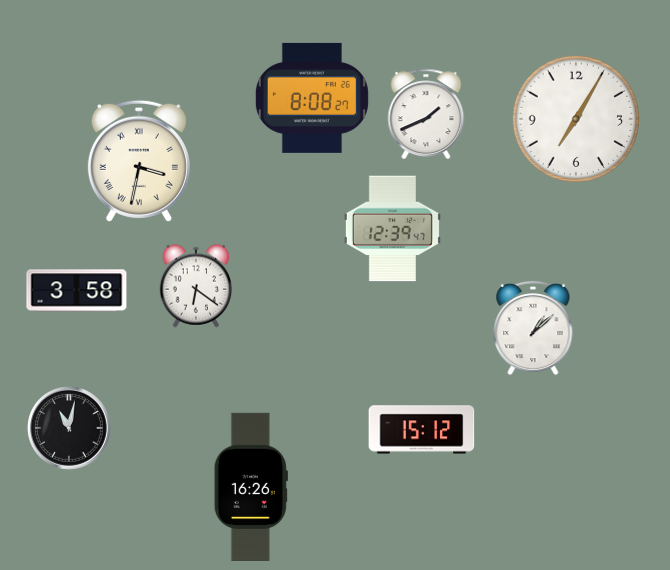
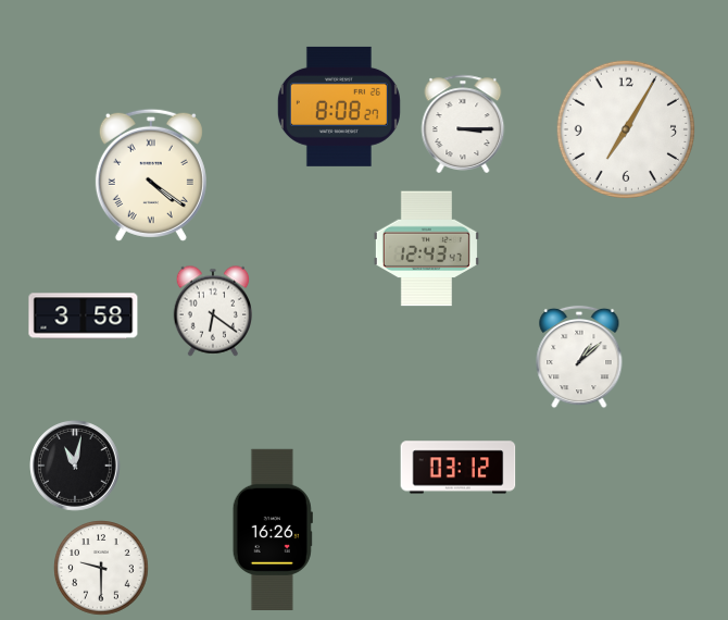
clock at (426, 113): 1:41 -> 3:15
clock at (139, 161): 3:32 -> 4:21
clock at (392, 229): 12:39 -> 12:43
clock at (422, 430): 15:12 -> 03:12
clock at (101, 568): none -> 9:30
